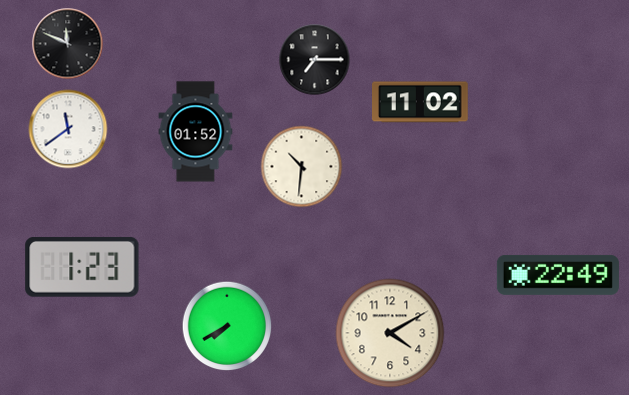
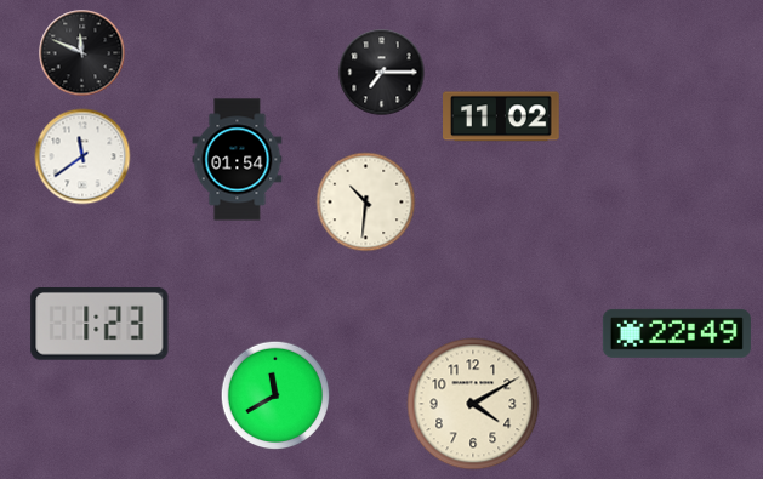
clock at (421, 102) position: (421, 102) -> (502, 116)
clock at (196, 132): 01:52 -> 01:54
clock at (227, 326): 7:40 -> 11:40
